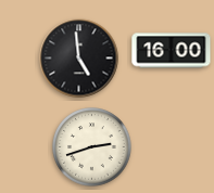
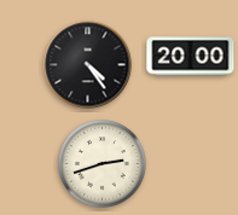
clock at (172, 51): 16:00 -> 20:00
clock at (79, 59): 4:59 -> 4:24
